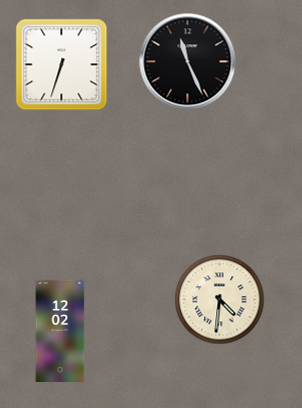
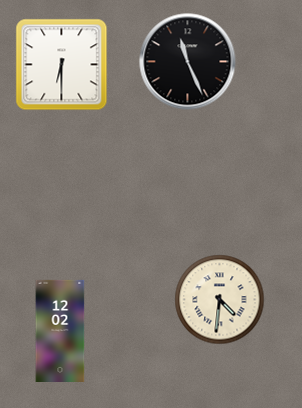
clock at (62, 65): 6:33 -> 6:30
